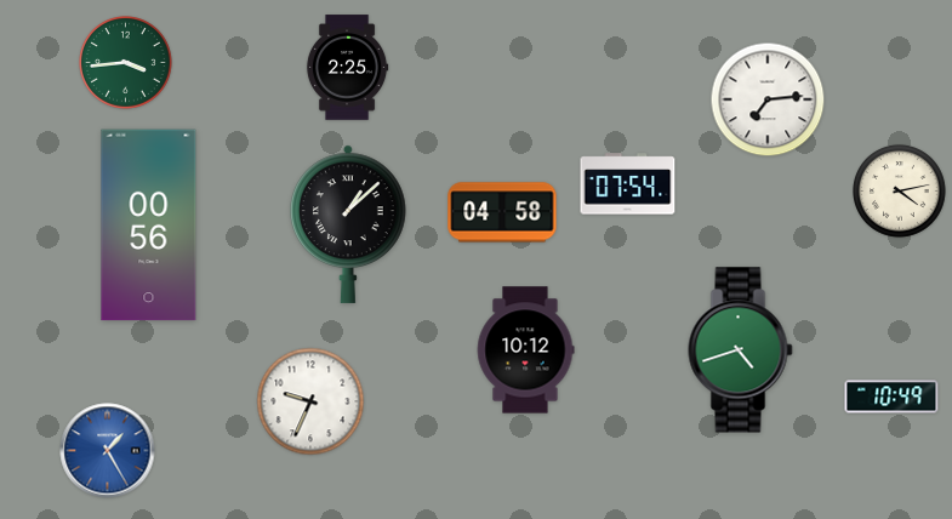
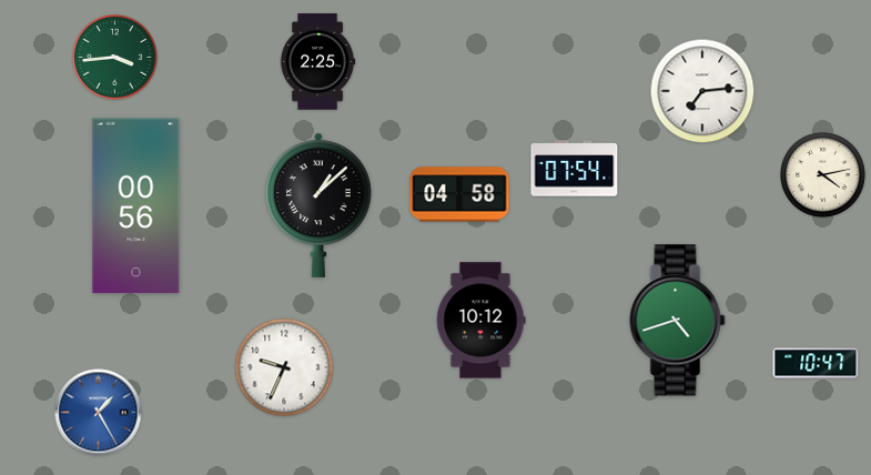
clock at (891, 397): 10:49 -> 10:47
